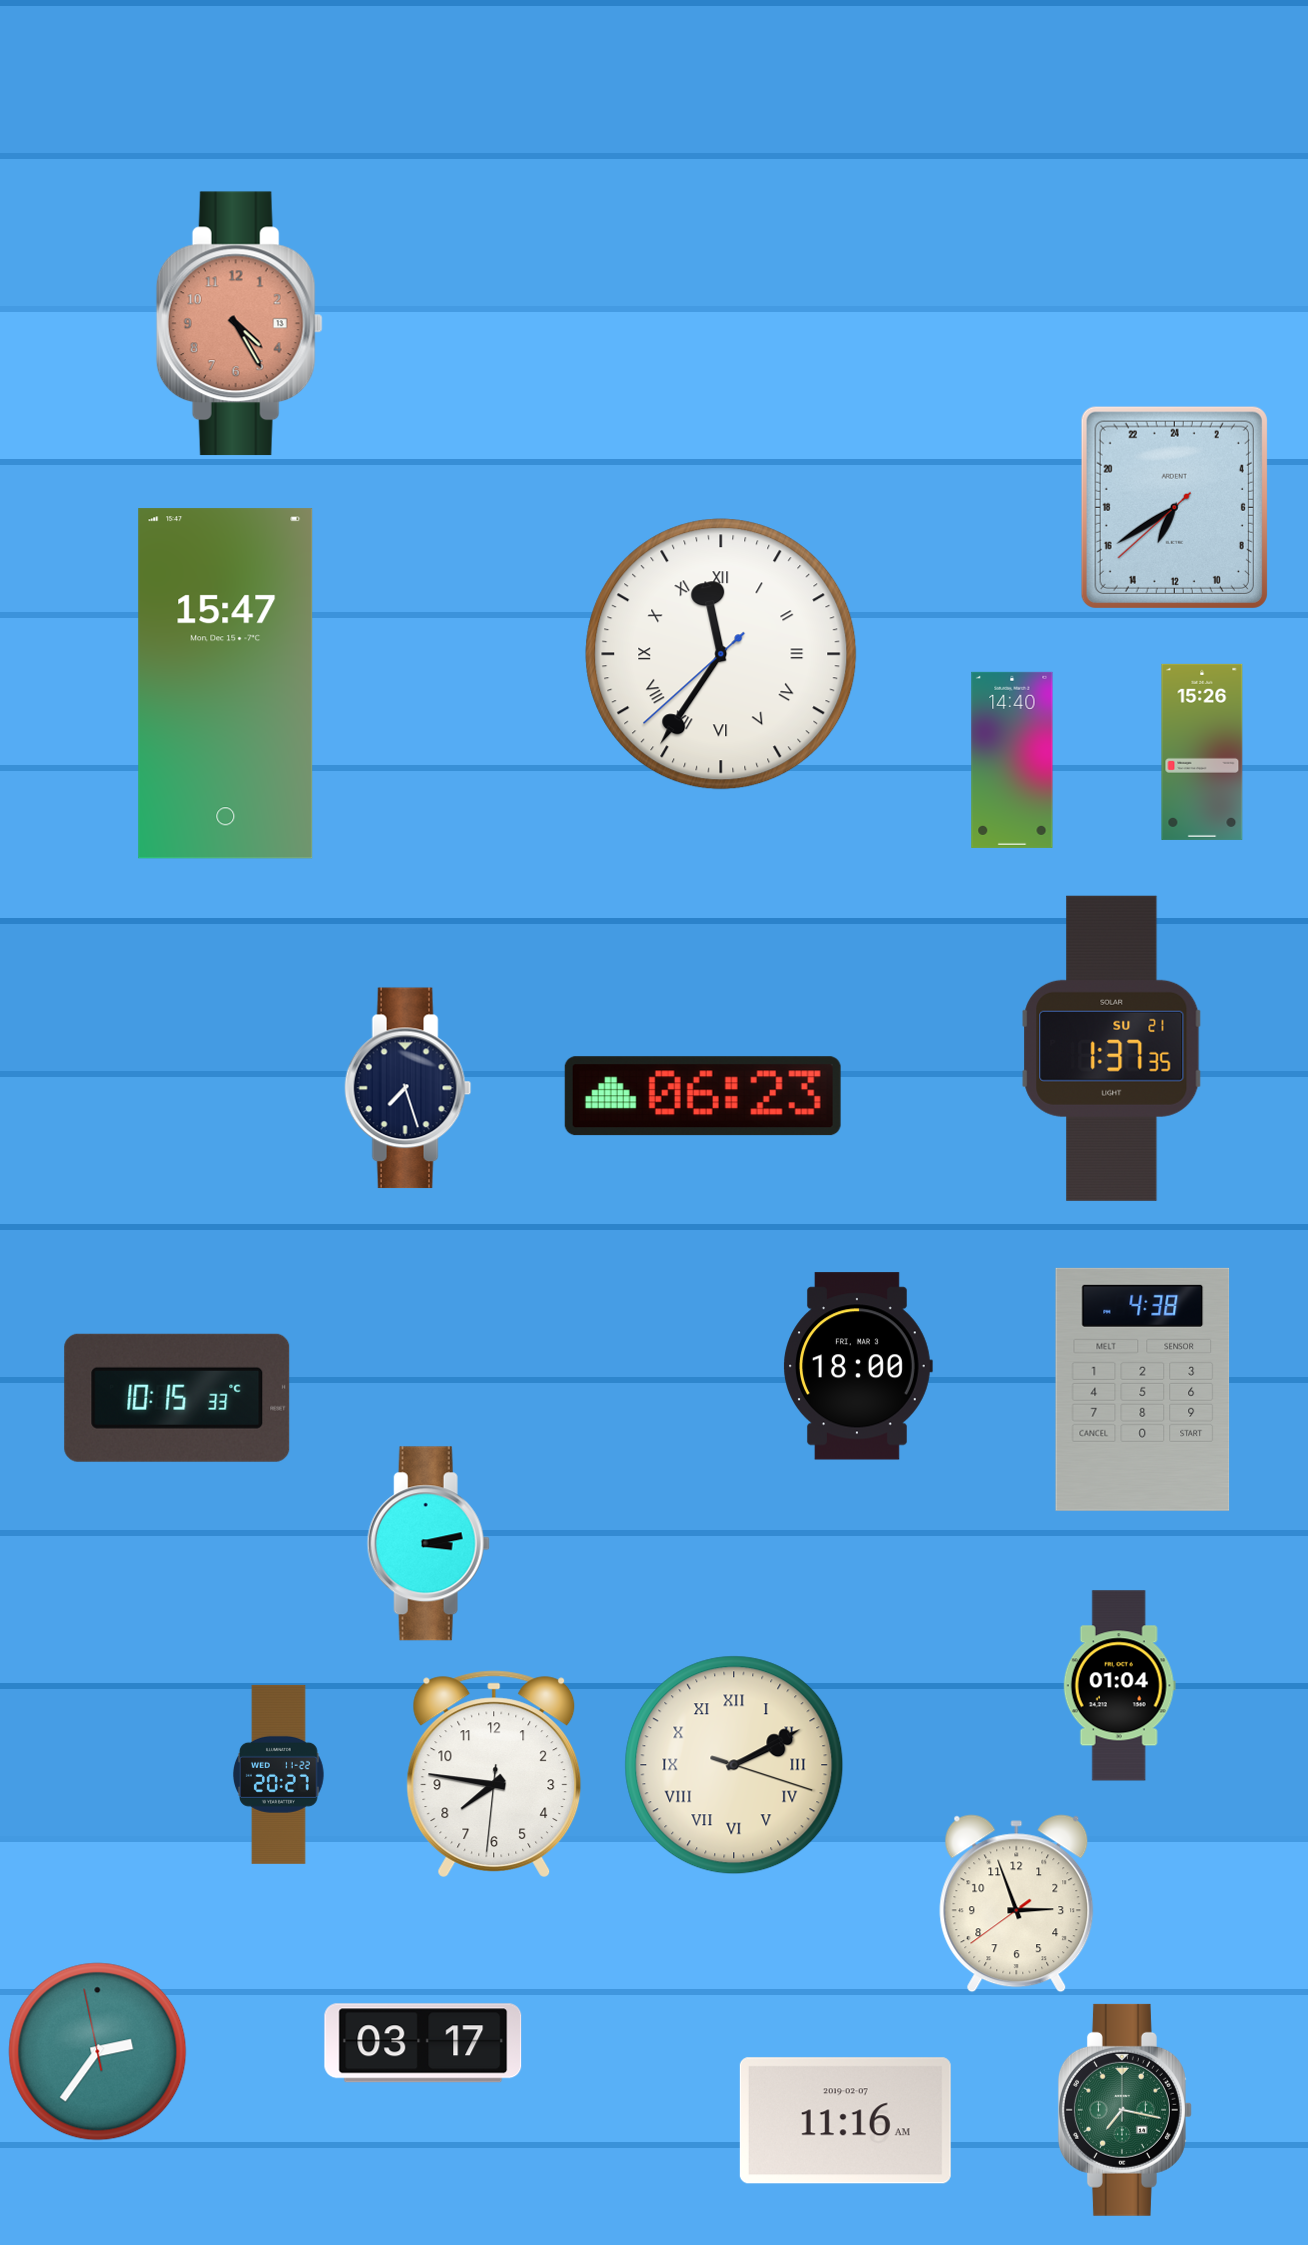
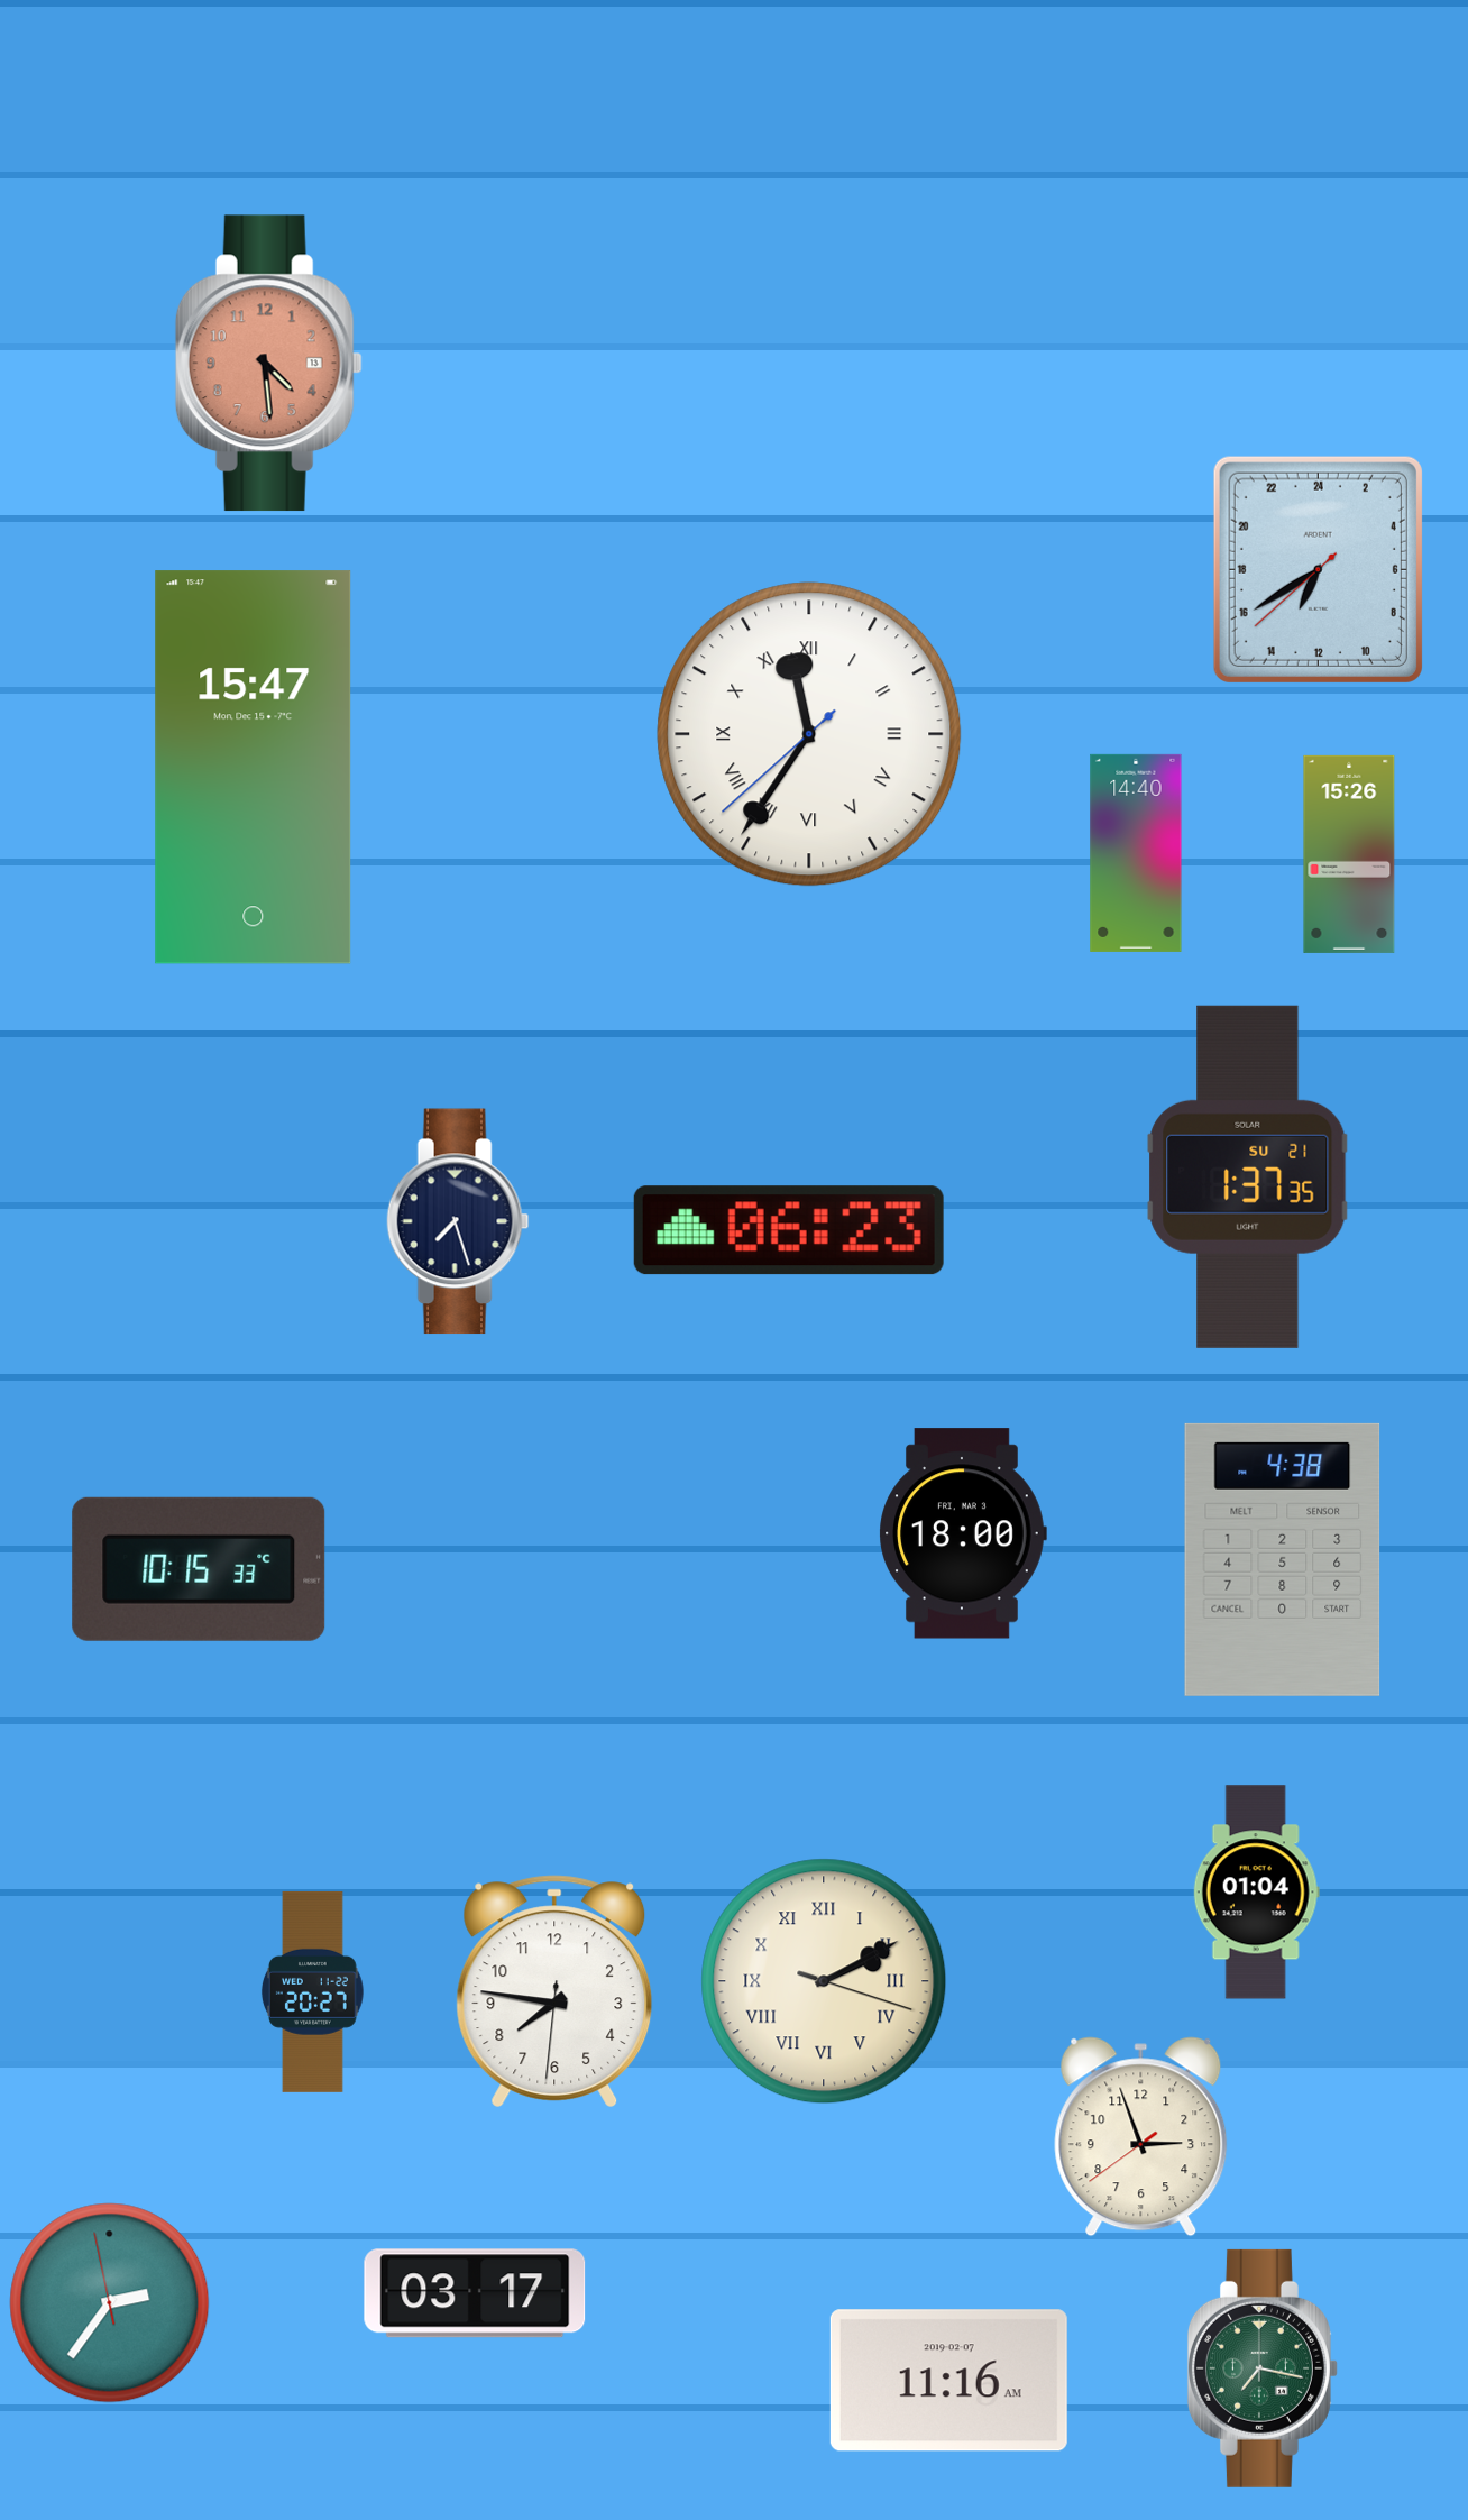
clock at (239, 324): 4:25 -> 4:29
clock at (1202, 752) position: (1202, 752) -> (1349, 854)
clock at (428, 1544): 3:13 -> none
